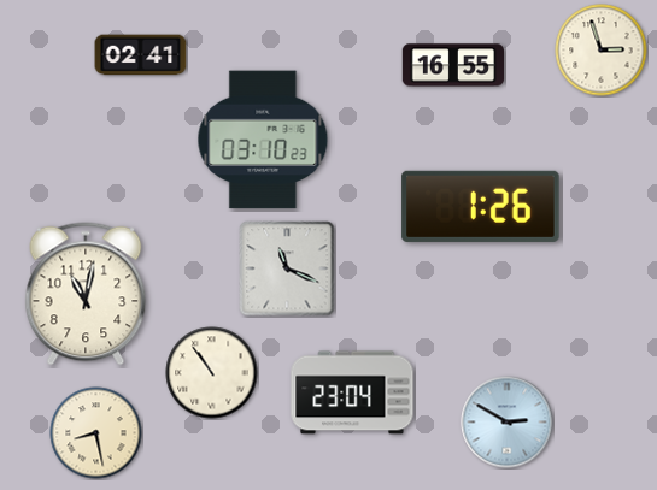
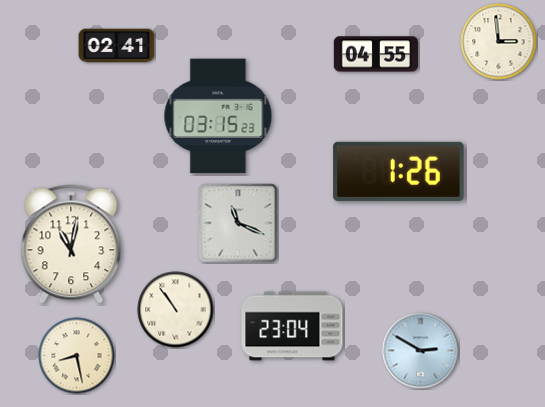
clock at (602, 51): 2:57 -> 2:59
clock at (453, 65): 16:55 -> 04:55
clock at (263, 140): 03:10 -> 03:15
clock at (96, 433) position: (96, 433) -> (77, 356)
